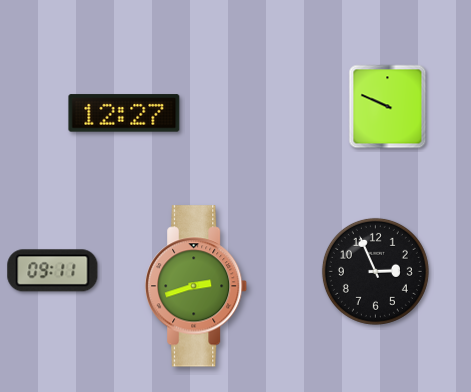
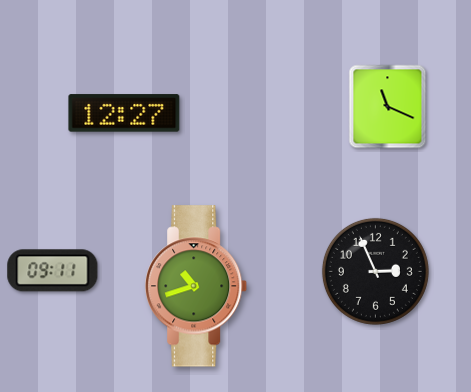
clock at (388, 107): 9:49 -> 11:19
clock at (197, 286): 2:42 -> 10:42
